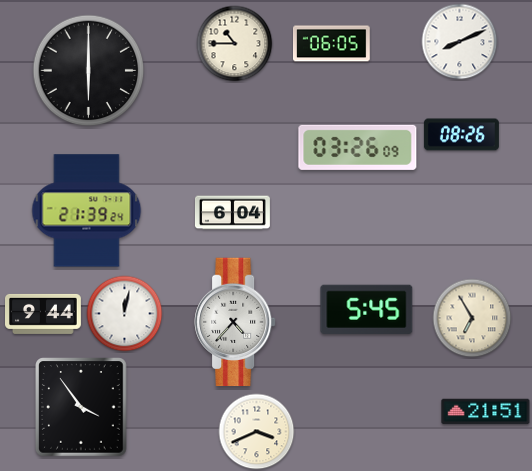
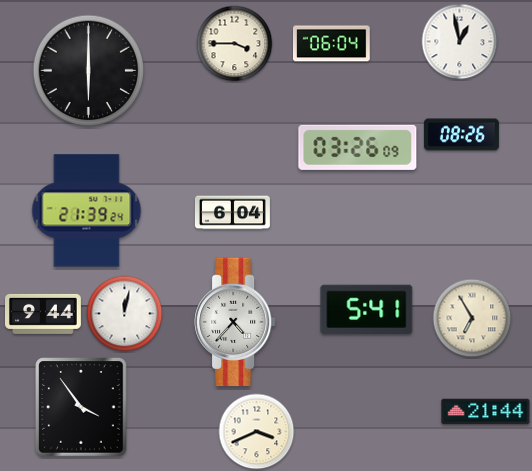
clock at (460, 42): 8:11 -> 12:58
clock at (235, 44): 10:45 -> 3:45
clock at (332, 44): 06:05 -> 06:04
clock at (367, 309): 5:45 -> 5:41
clock at (486, 412): 21:51 -> 21:44
